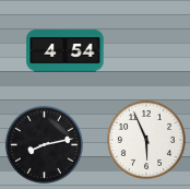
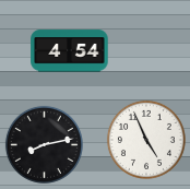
clock at (66, 51) position: (66, 51) -> (70, 51)
clock at (146, 140): 5:56 -> 4:56
